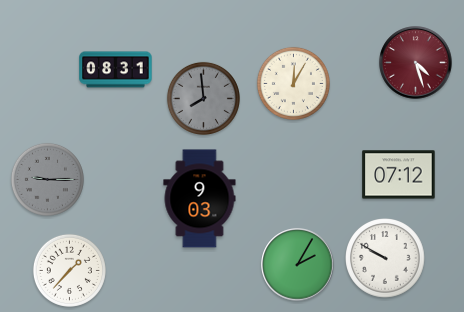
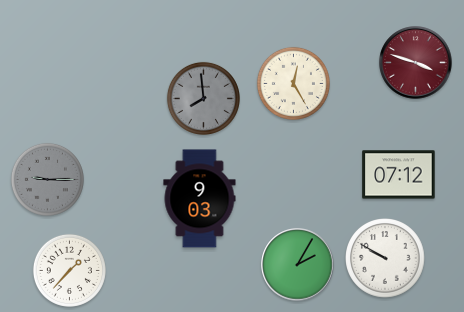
clock at (416, 63): 4:27 -> 3:48
clock at (116, 70): 08:31 -> none
clock at (293, 83): 12:05 -> 12:25
